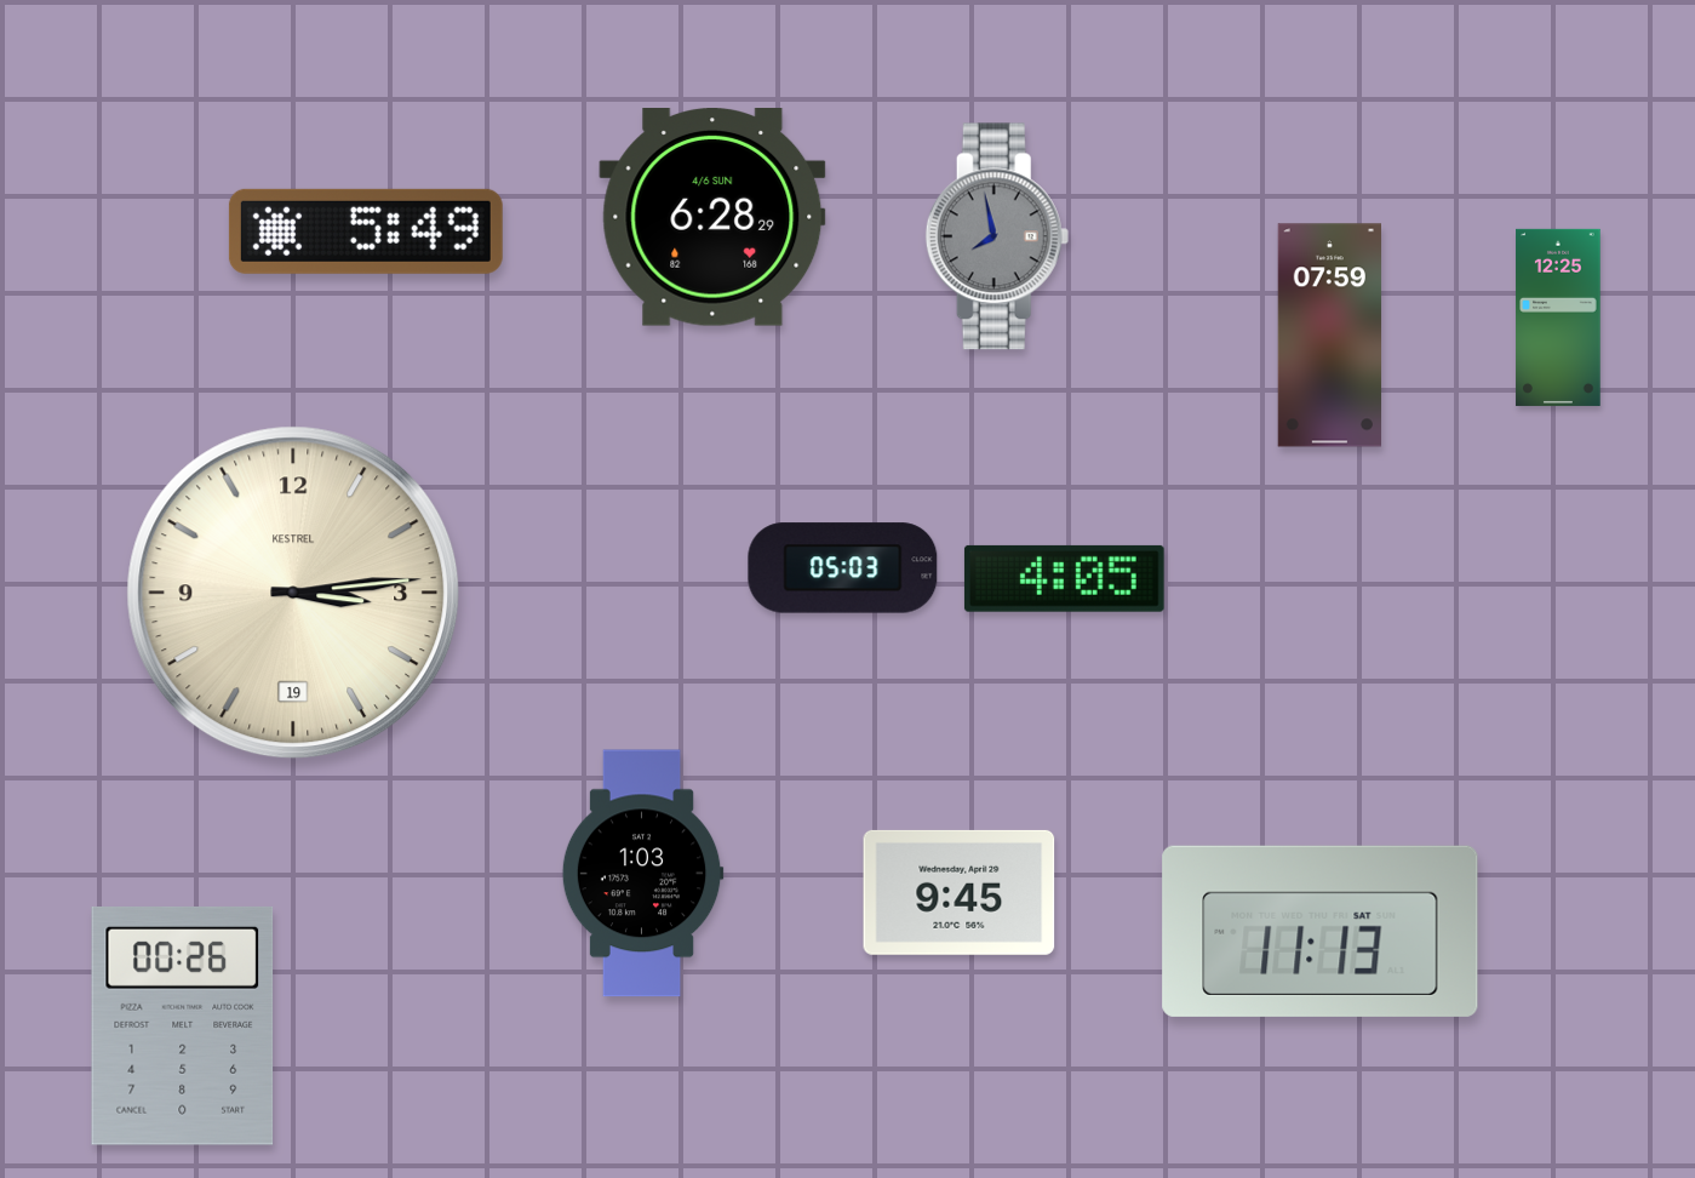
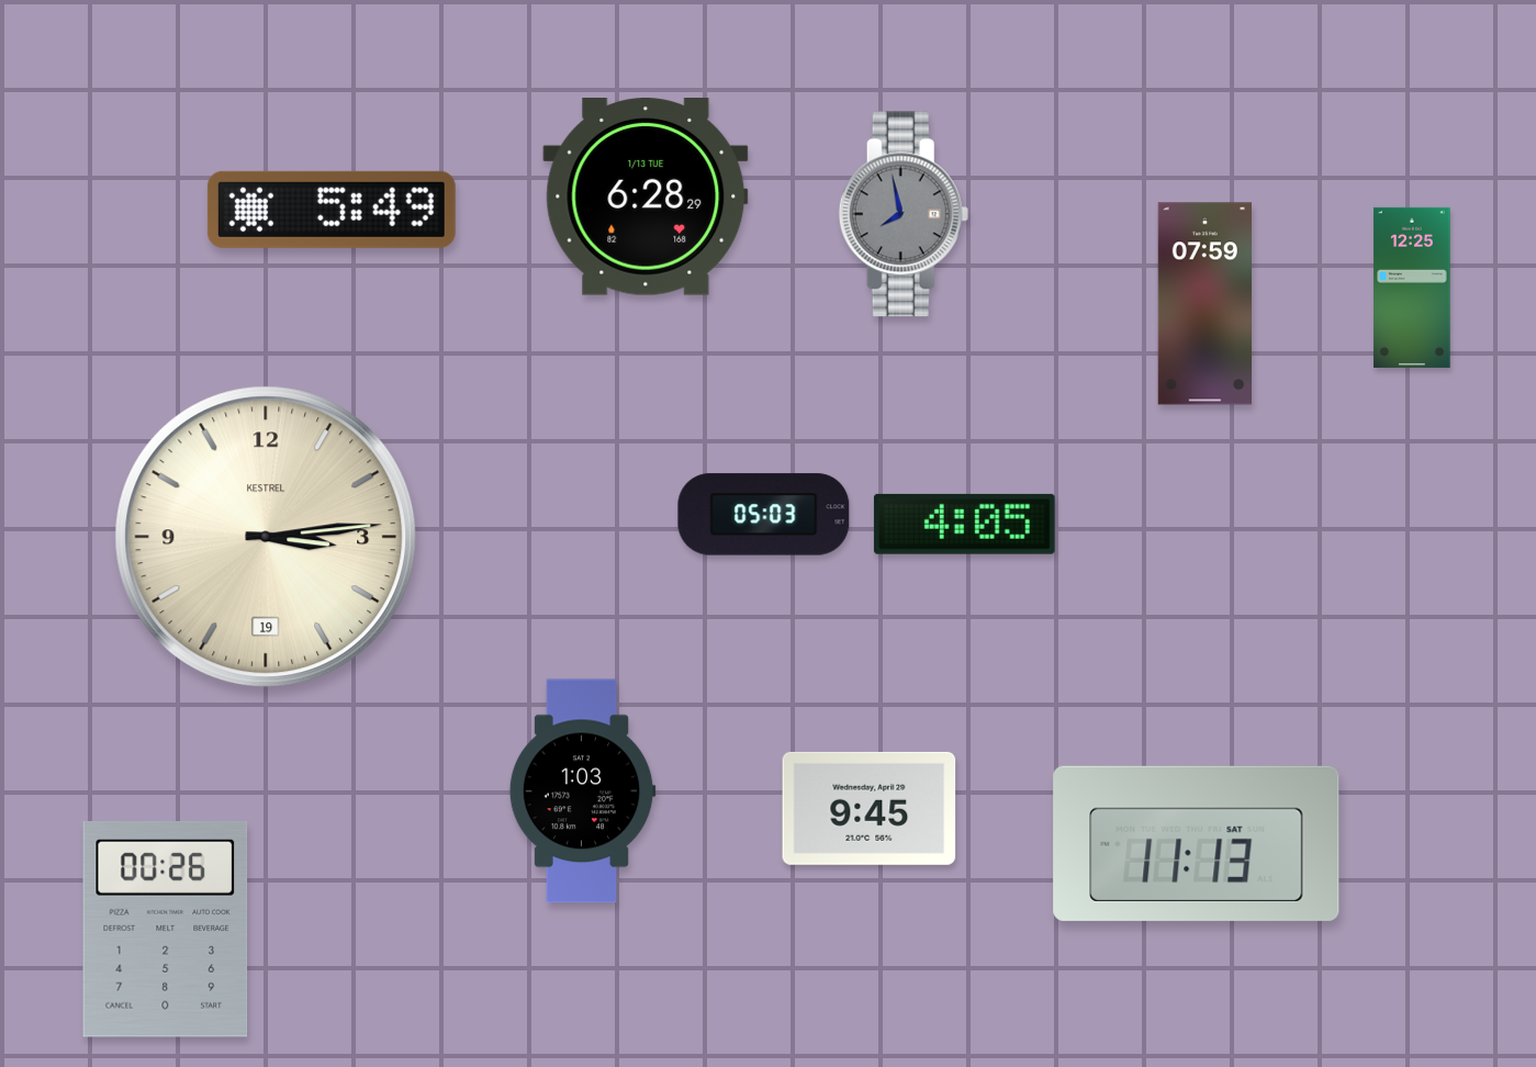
clock at (712, 218) date: 4/6 SUN -> 1/13 TUE
